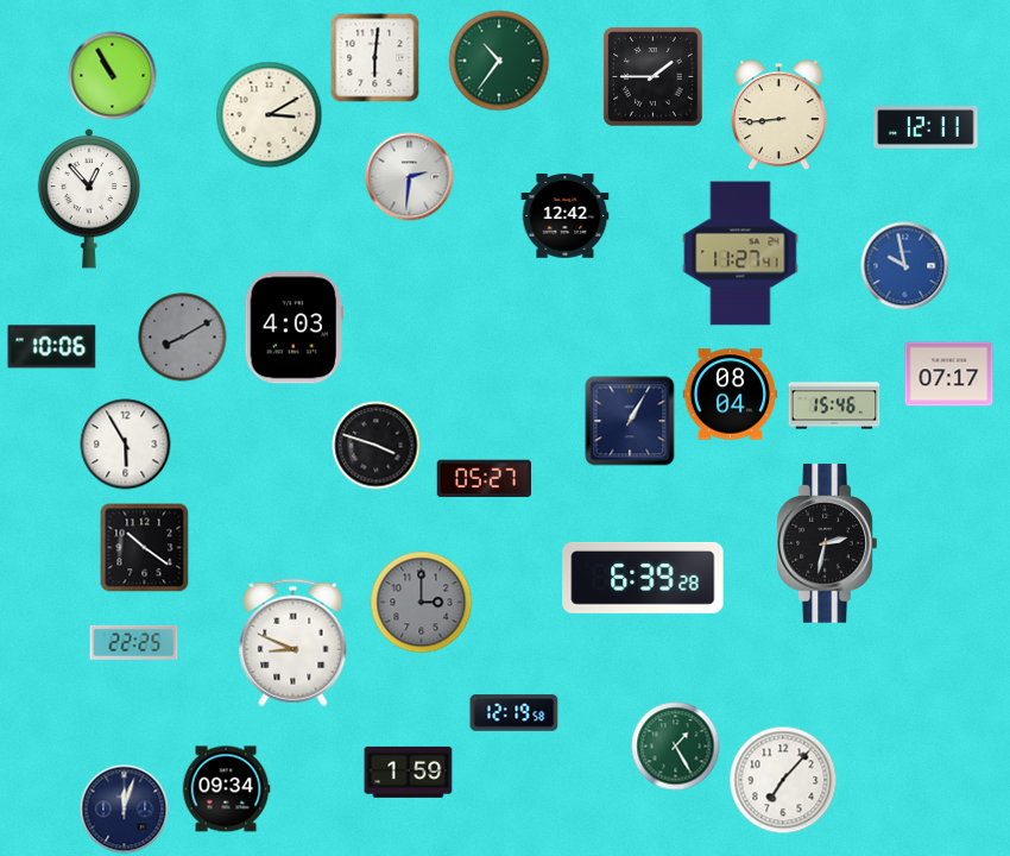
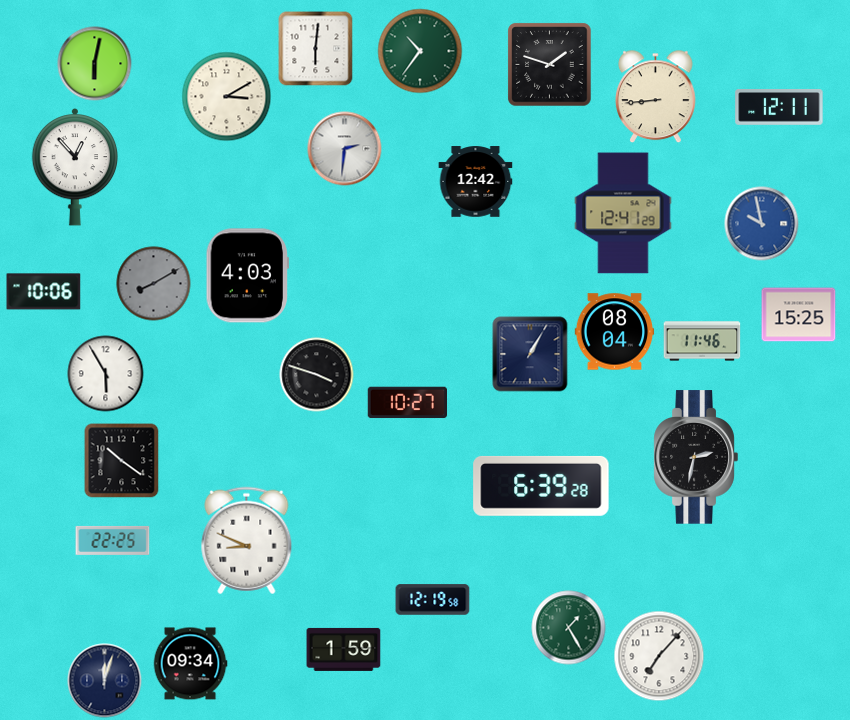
clock at (113, 76): 10:55 -> 6:02
clock at (654, 77): 1:45 -> 1:48
clock at (740, 253): 11:27 -> 12:41
clock at (949, 374): 07:17 -> 15:25
clock at (834, 405): 15:46 -> 11:46
clock at (484, 479): 05:27 -> 10:27
clock at (422, 603): 3:00 -> none
